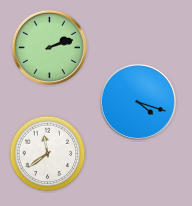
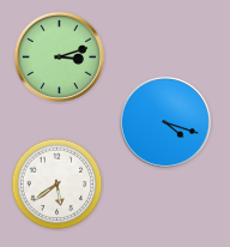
clock at (49, 47): 2:12 -> 3:12
clock at (48, 154): 11:39 -> 5:39
